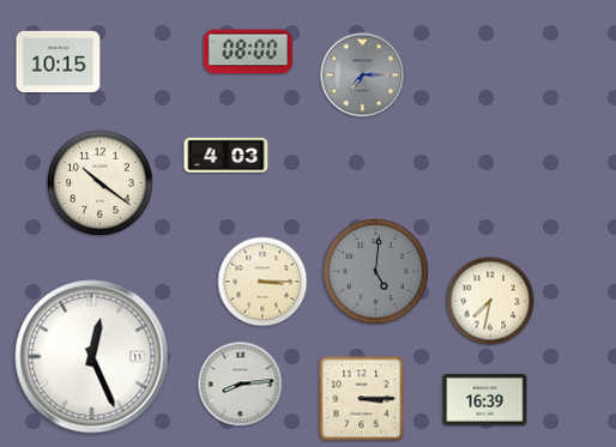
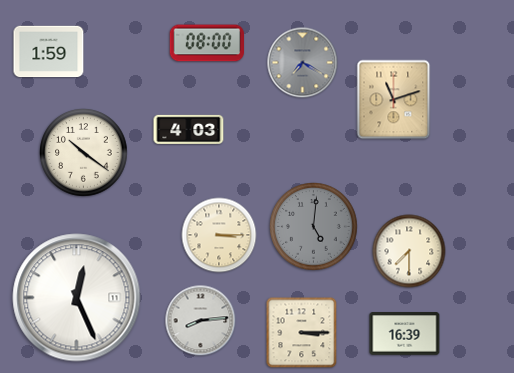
clock at (59, 62): 10:15 -> 1:59
clock at (363, 75): 7:15 -> 7:20
clock at (394, 100): none -> 11:12
clock at (490, 301): 7:32 -> 7:30
